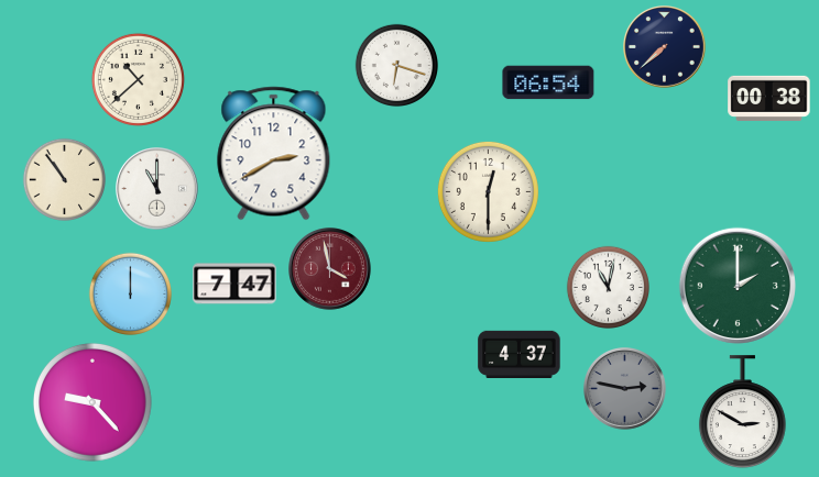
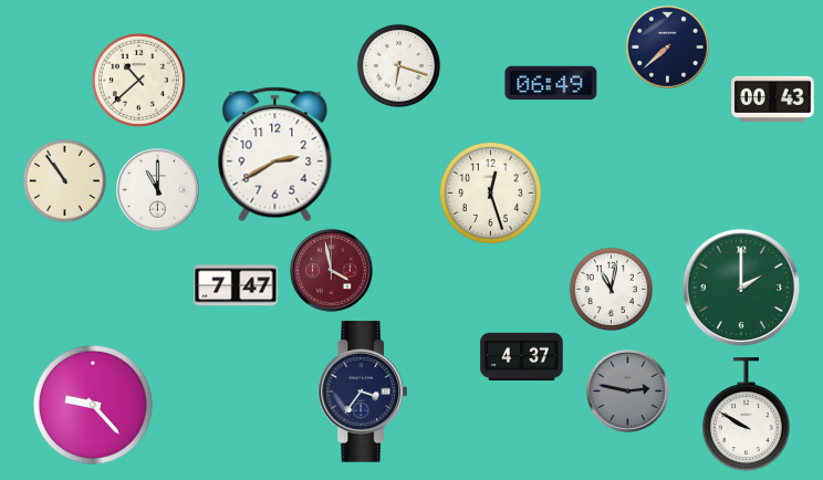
clock at (548, 82): 06:54 -> 06:49
clock at (769, 98): 00:38 -> 00:43
clock at (488, 191): 12:30 -> 12:27
clock at (130, 293): 12:00 -> none
clock at (362, 392): none -> 3:36
clock at (742, 412): 2:50 -> 9:50
